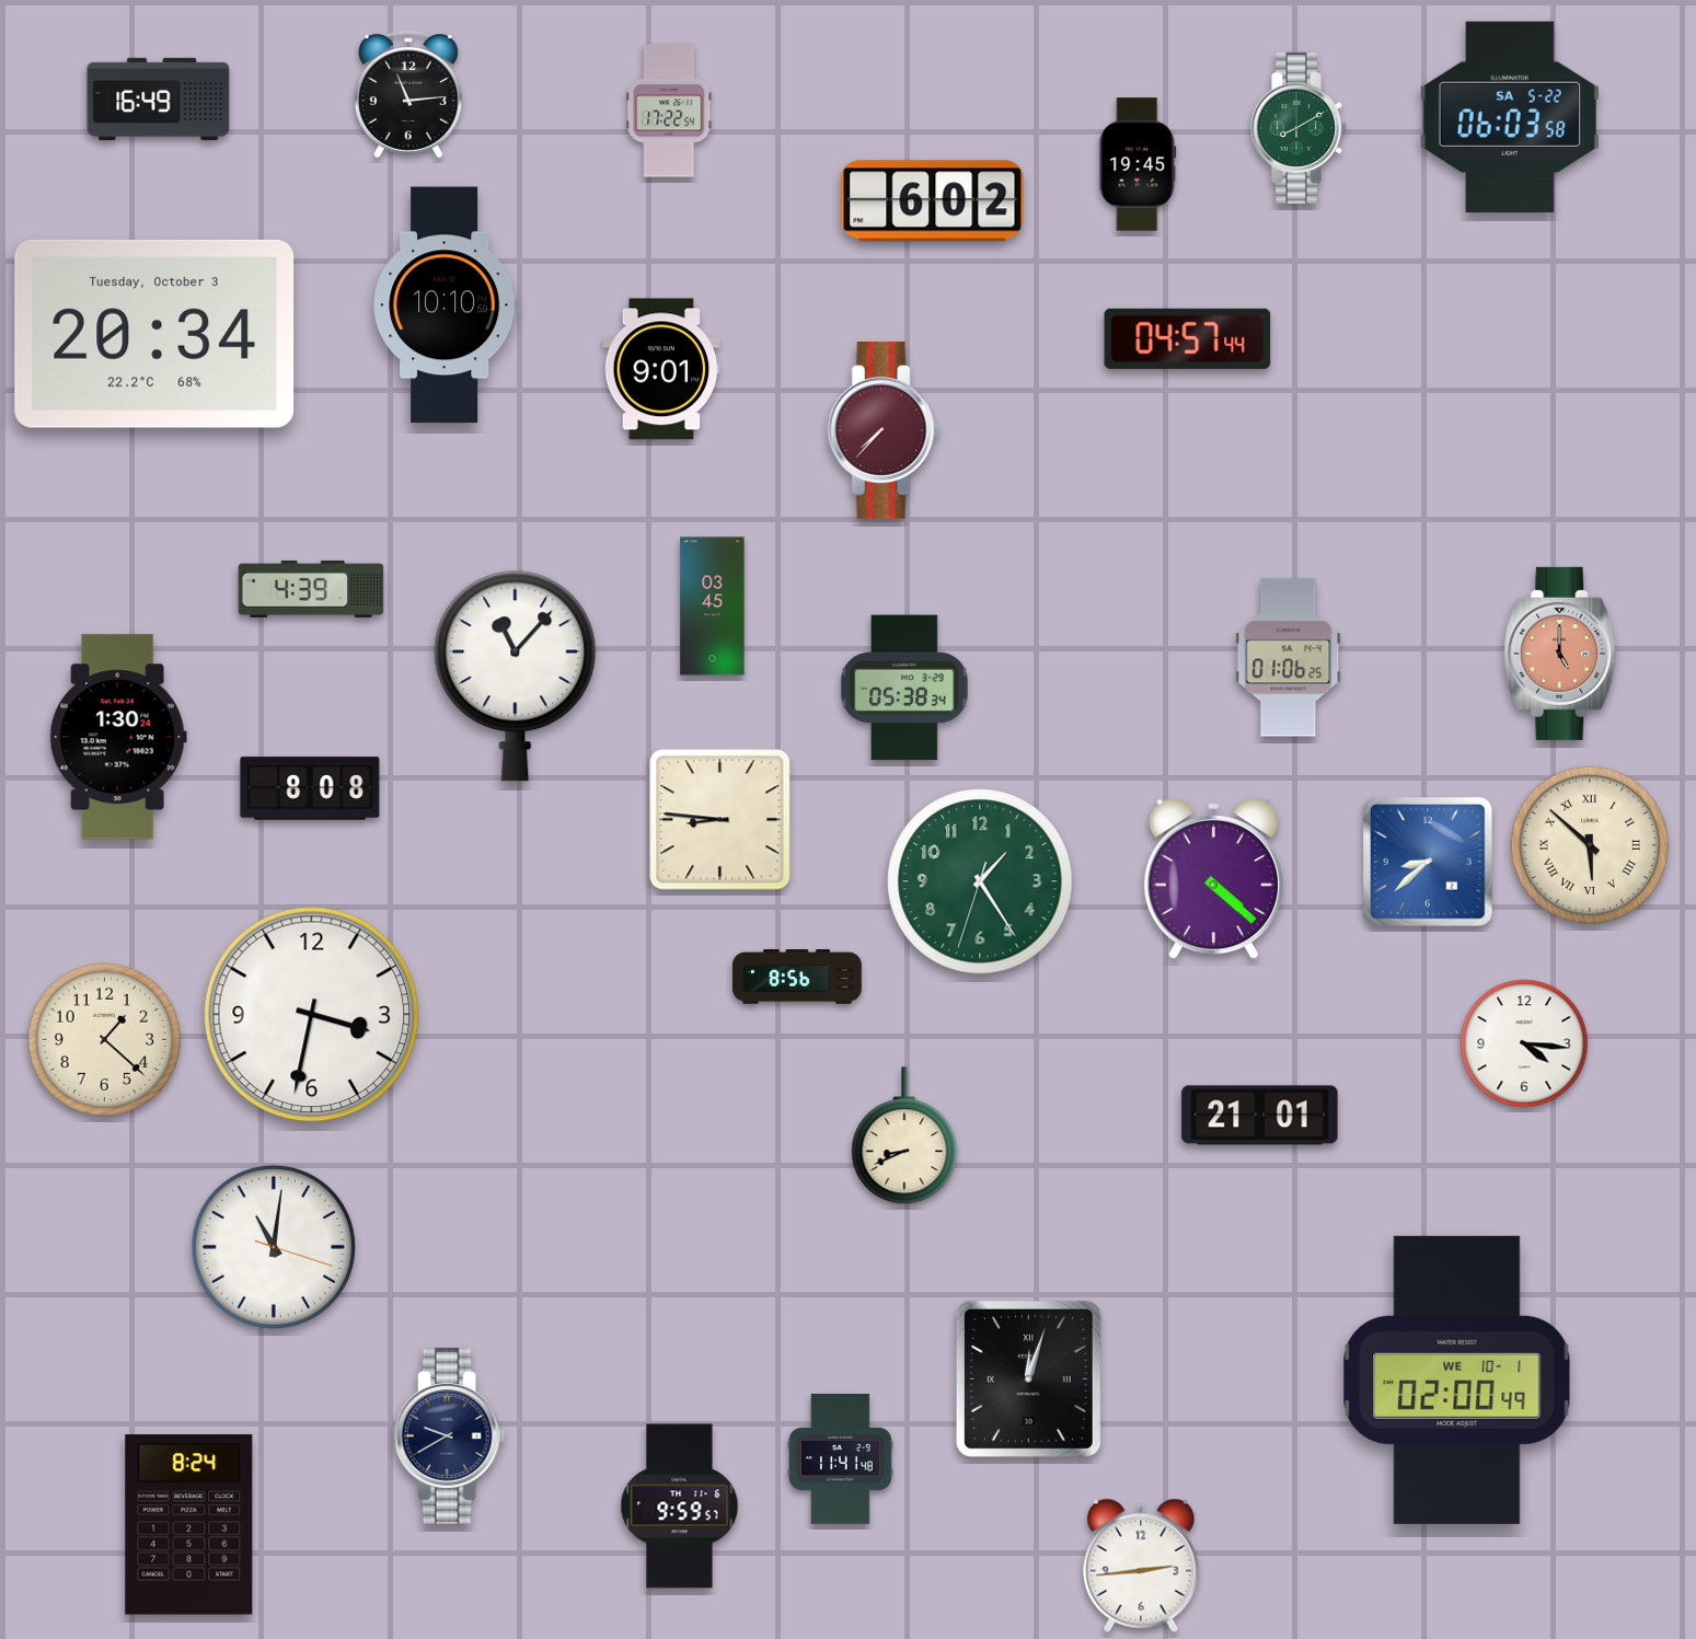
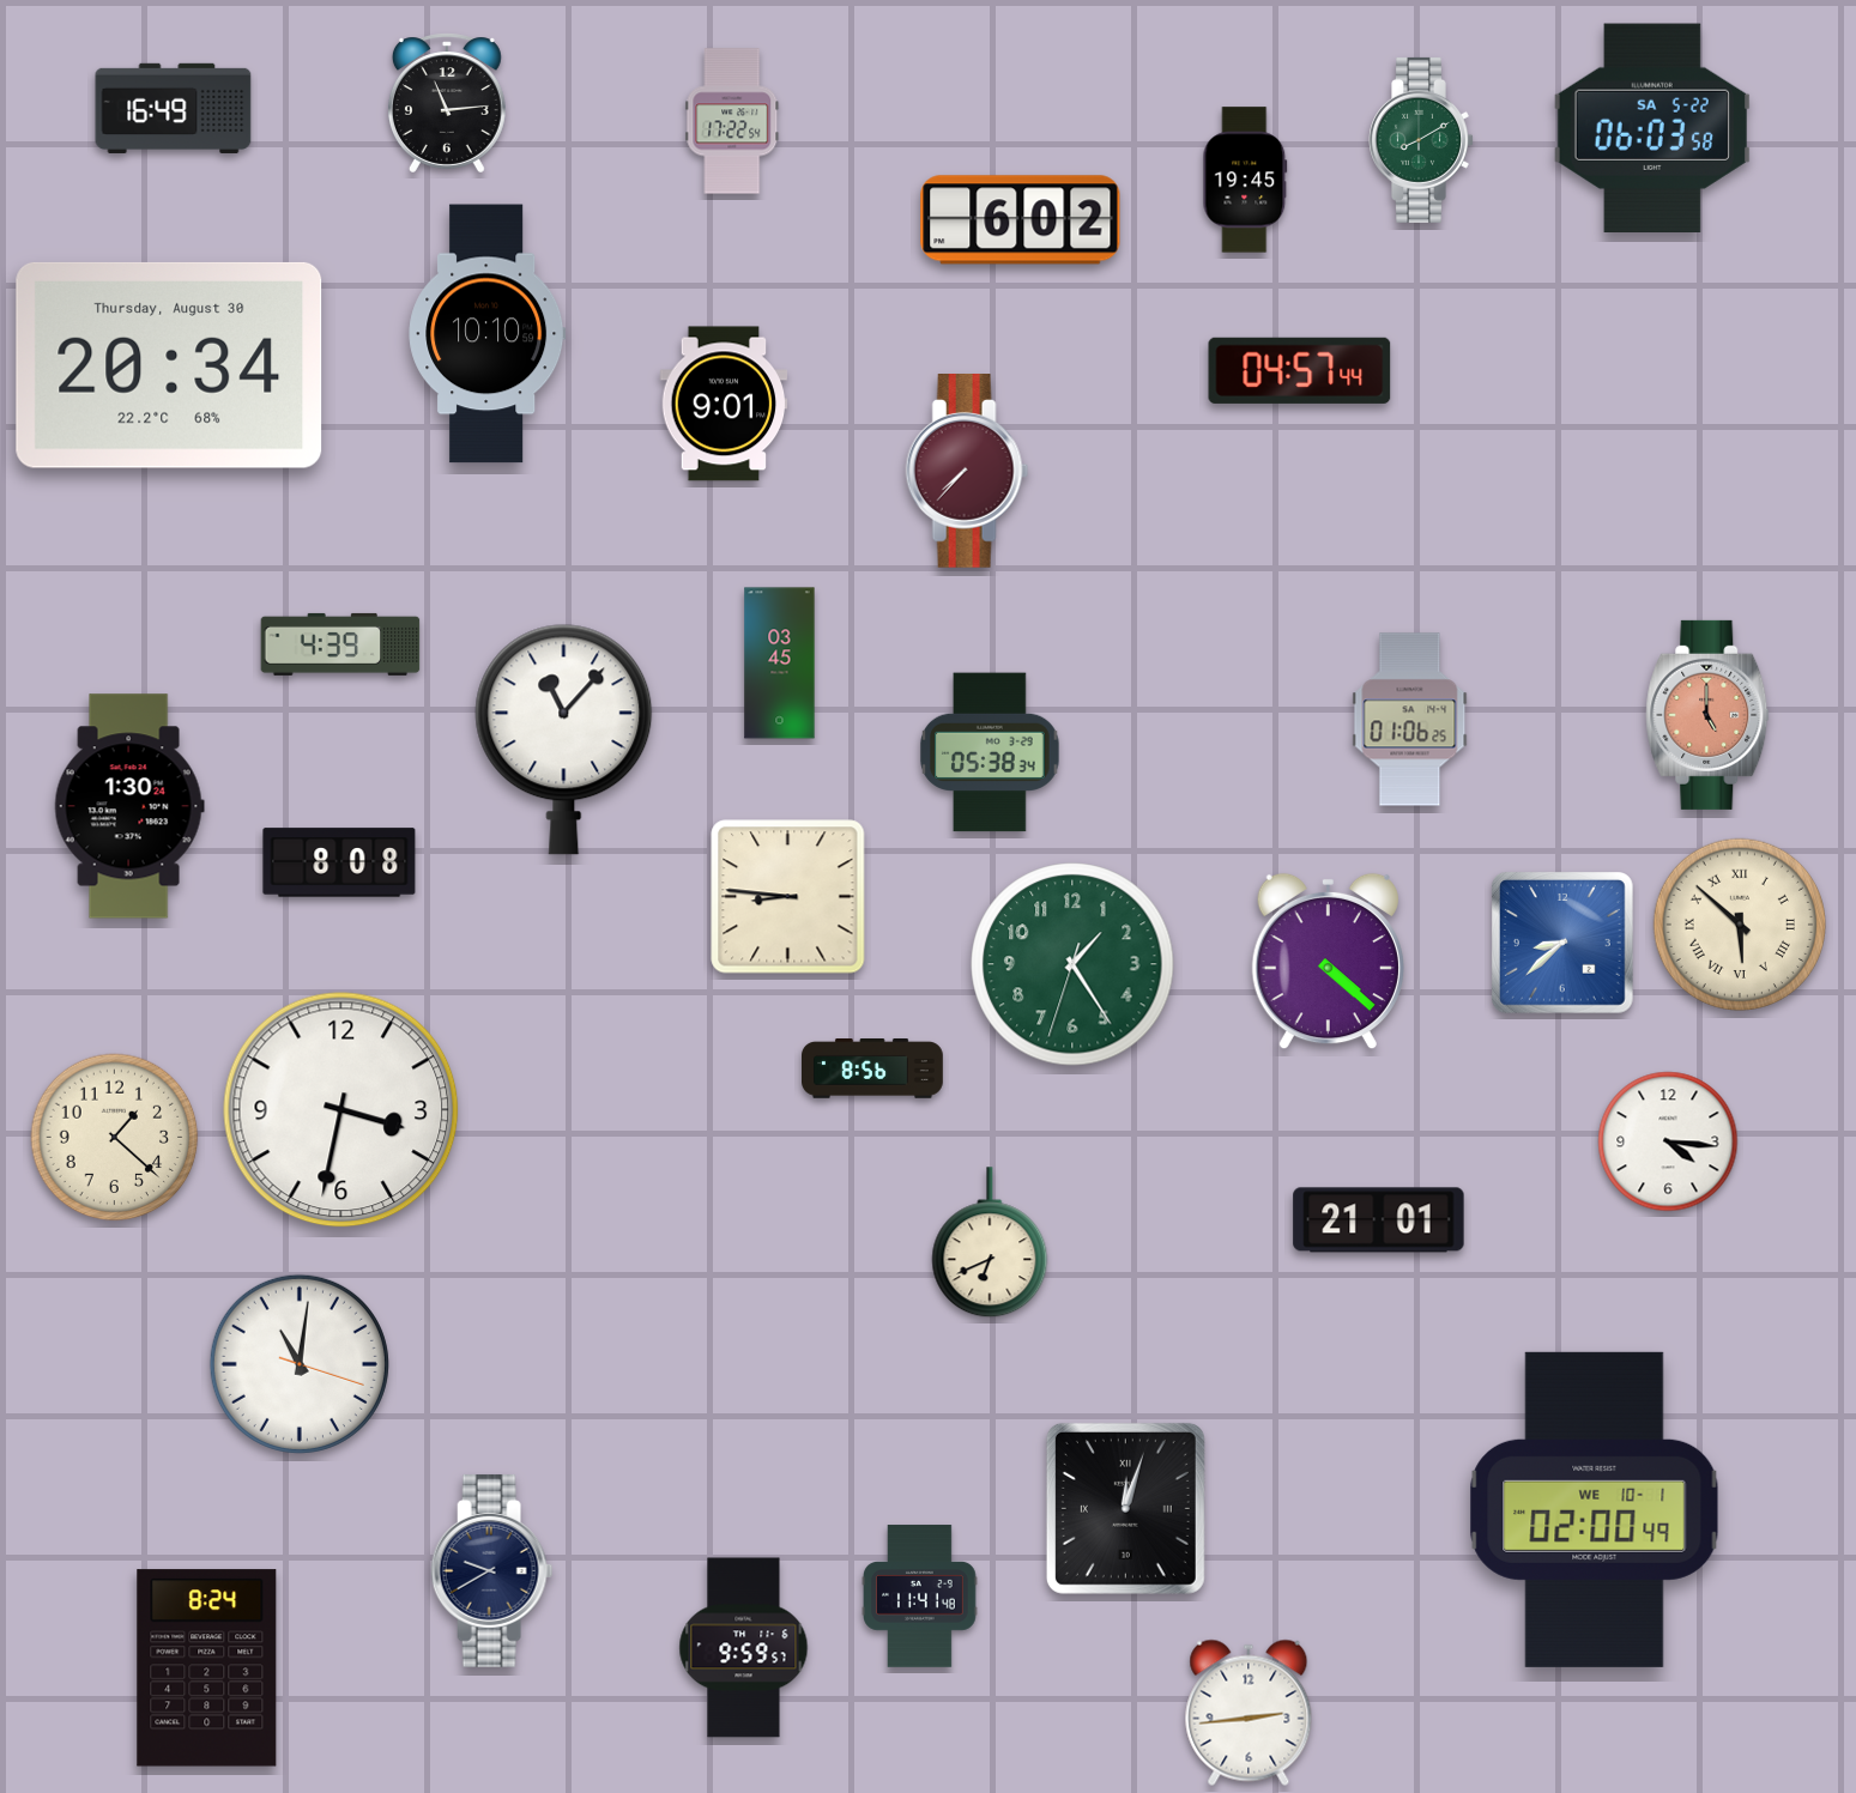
clock at (154, 334) date: Tuesday, October 3 -> Thursday, August 30
clock at (904, 1136): 8:41 -> 6:41
